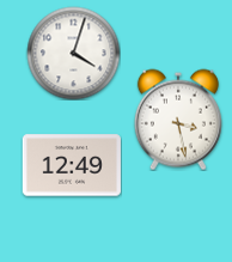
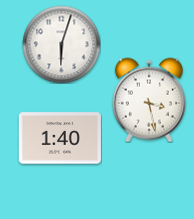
clock at (73, 53): 4:03 -> 6:03
clock at (72, 165): 12:49 -> 1:40
